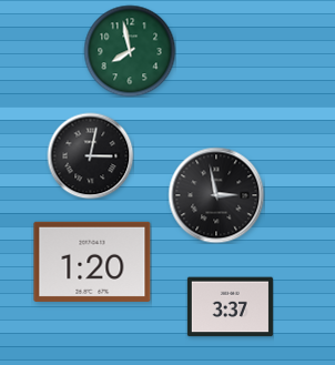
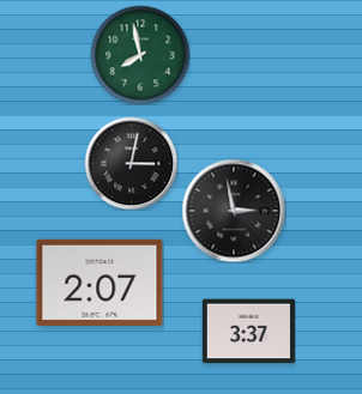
clock at (90, 155) position: (90, 155) -> (131, 163)
clock at (92, 262): 1:20 -> 2:07
